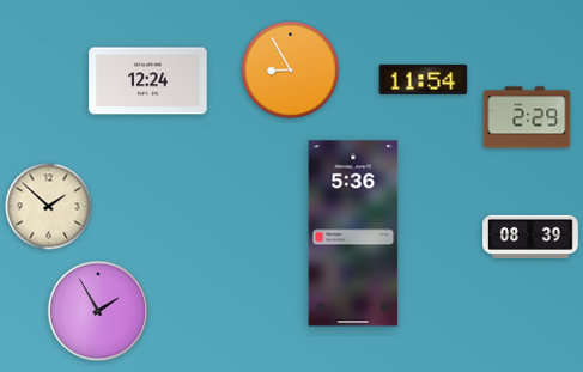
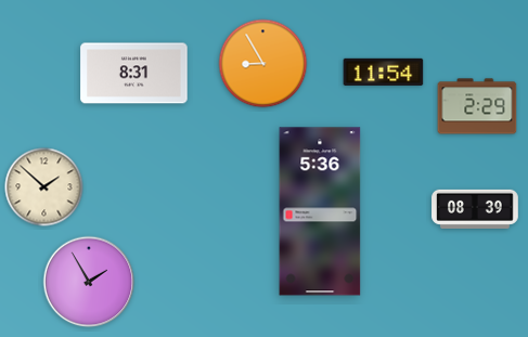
clock at (148, 81): 12:24 -> 8:31
clock at (530, 237) position: (530, 237) -> (475, 209)
